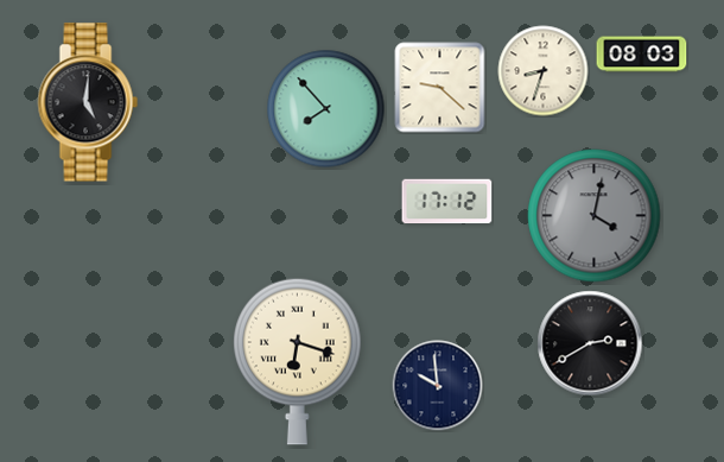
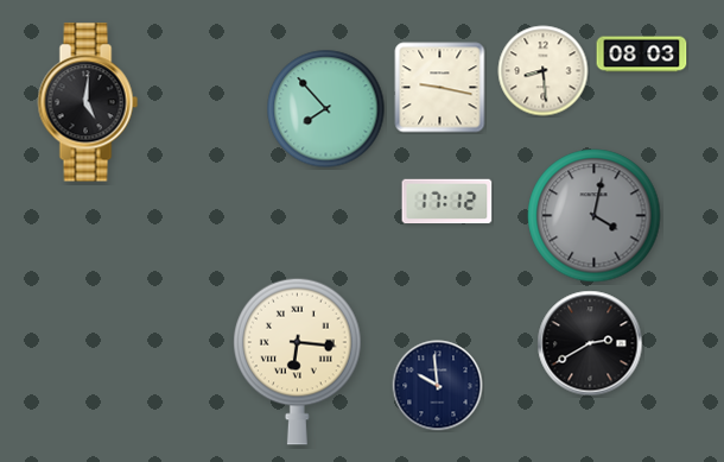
clock at (544, 71): 8:33 -> 8:29
clock at (440, 88): 9:22 -> 9:17
clock at (298, 361): 6:18 -> 6:16
